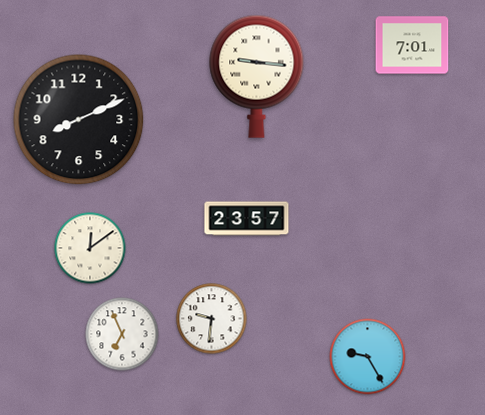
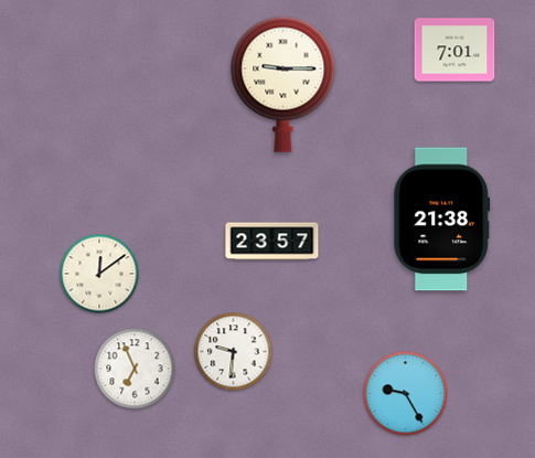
clock at (257, 76): 9:16 -> 9:15
clock at (79, 120): 8:11 -> none
clock at (442, 220): none -> 21:38
